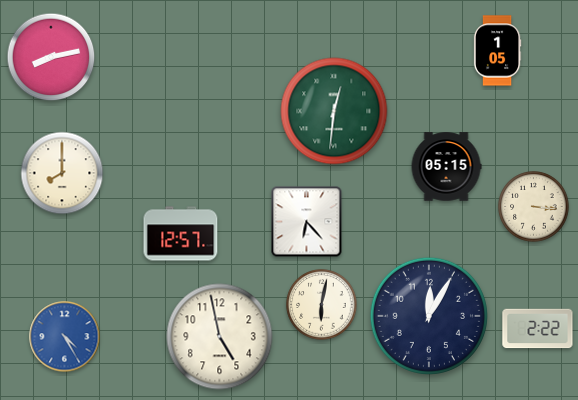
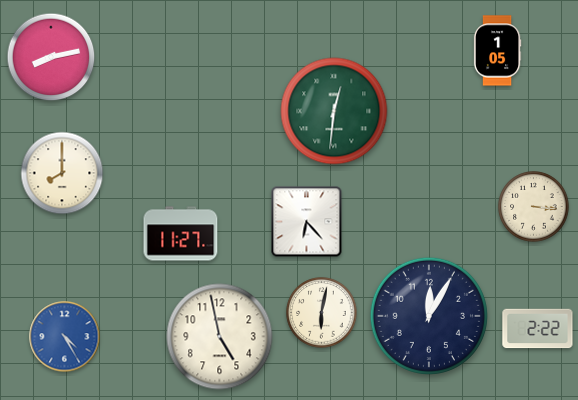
clock at (446, 167): 05:15 -> none
clock at (181, 234): 12:57 -> 11:27
clock at (322, 305) position: (322, 305) -> (322, 313)
